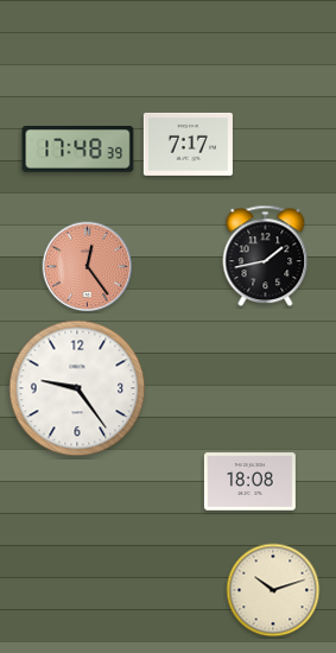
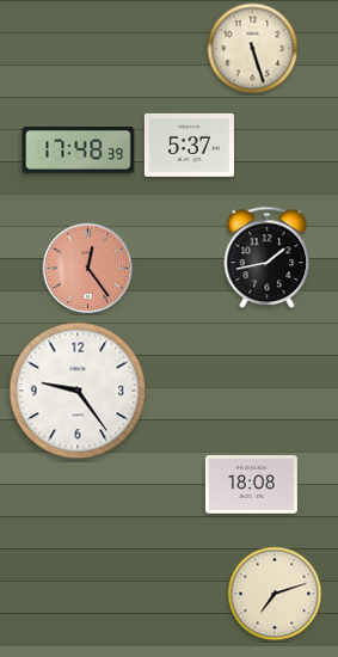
clock at (253, 49): none -> 5:27
clock at (188, 144): 7:17 -> 5:37
clock at (273, 590): 10:12 -> 7:12
